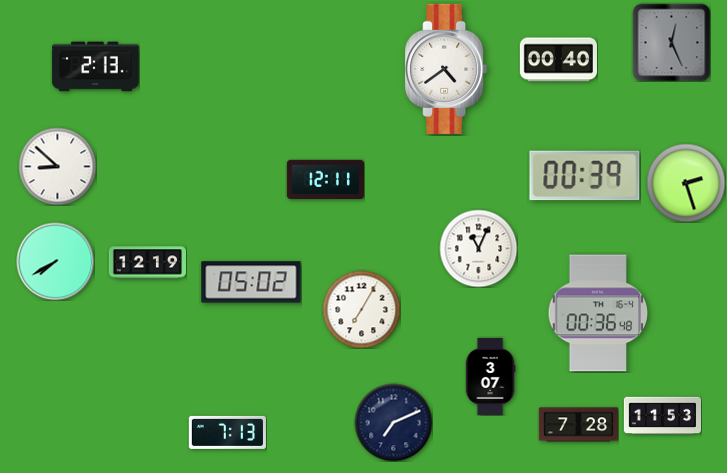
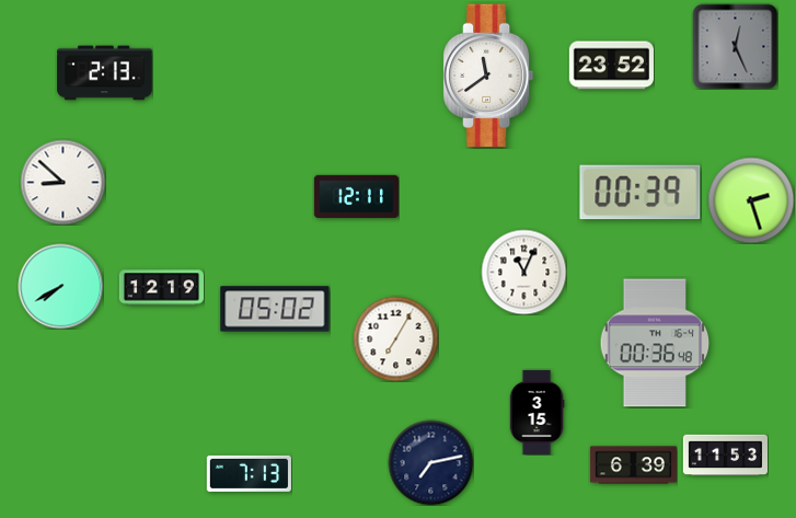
clock at (558, 60): 00:40 -> 23:52
clock at (446, 69): 4:39 -> 11:39
clock at (490, 376): 3:07 -> 3:15
clock at (393, 422): 7:11 -> 7:13
clock at (578, 425): 7:28 -> 6:39
